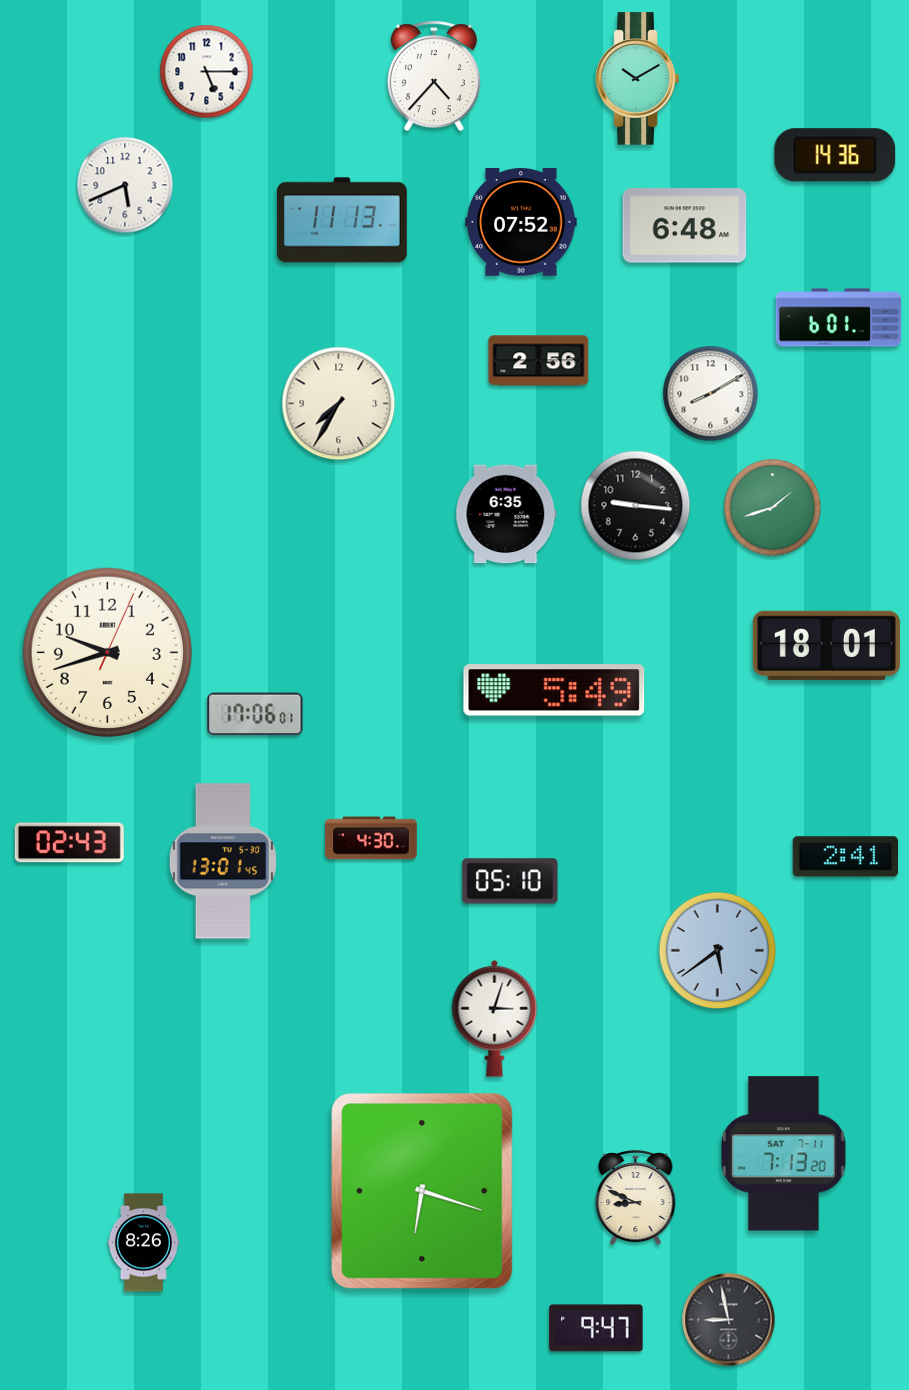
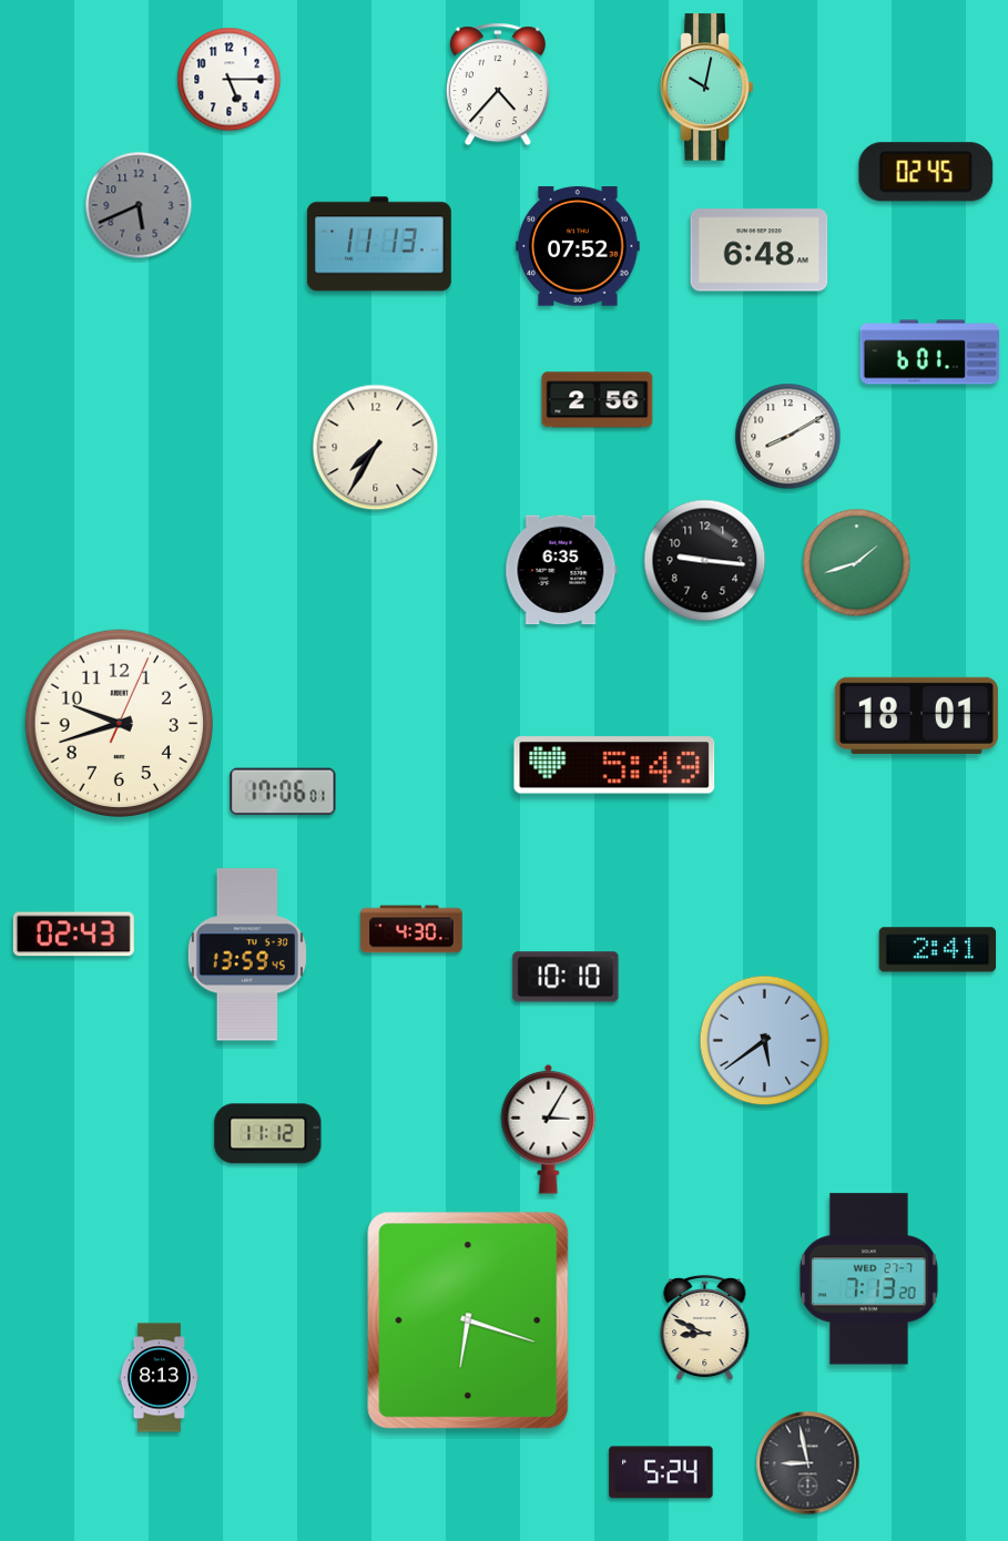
clock at (434, 76) position: (434, 76) -> (498, 84)
clock at (638, 79): 10:10 -> 10:02
clock at (835, 155): 14:36 -> 02:45
clock at (125, 185) dial: white -> grey
clock at (69, 843) position: (69, 843) -> (73, 935)
clock at (223, 861): 13:01 -> 13:59
clock at (510, 881): 05:10 -> 10:10
clock at (718, 951) position: (718, 951) -> (765, 1041)
clock at (495, 1018): 3:03 -> 3:05
clock at (268, 1134): none -> 11:12
clock at (783, 1154) date: SAT 7-11 -> WED 27-7
clock at (143, 1243): 8:26 -> 8:13
clock at (596, 1328): 9:47 -> 5:24
